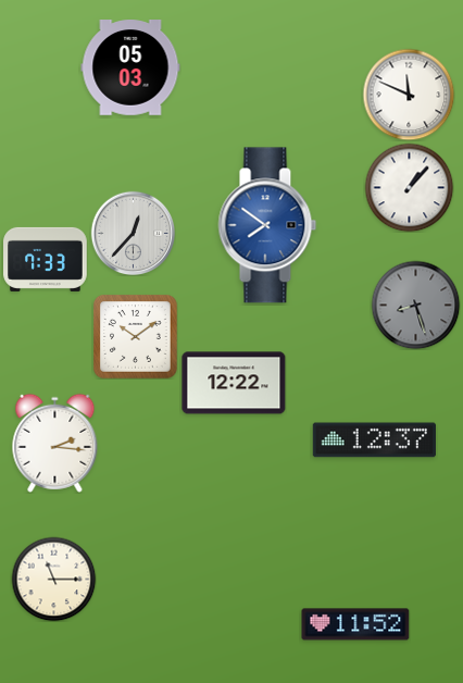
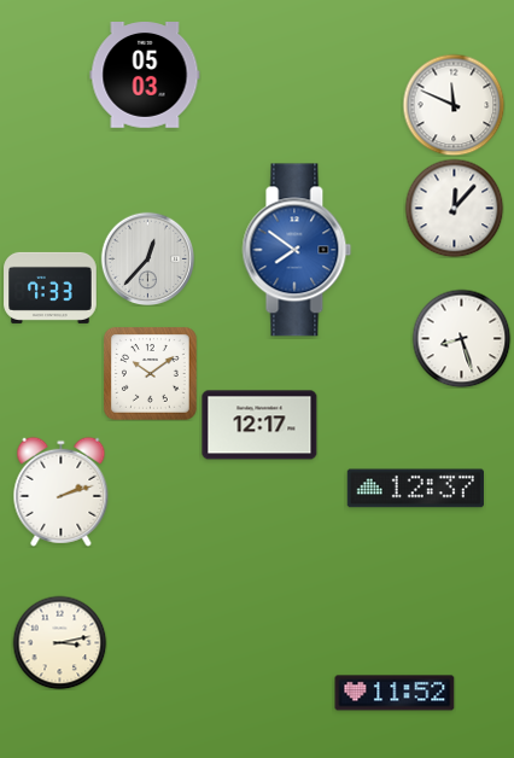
clock at (409, 187): 1:07 -> 12:07
clock at (415, 305) dial: grey -> white
clock at (234, 383): 12:22 -> 12:17
clock at (55, 443): 2:16 -> 2:12
clock at (53, 579): 11:15 -> 3:13
